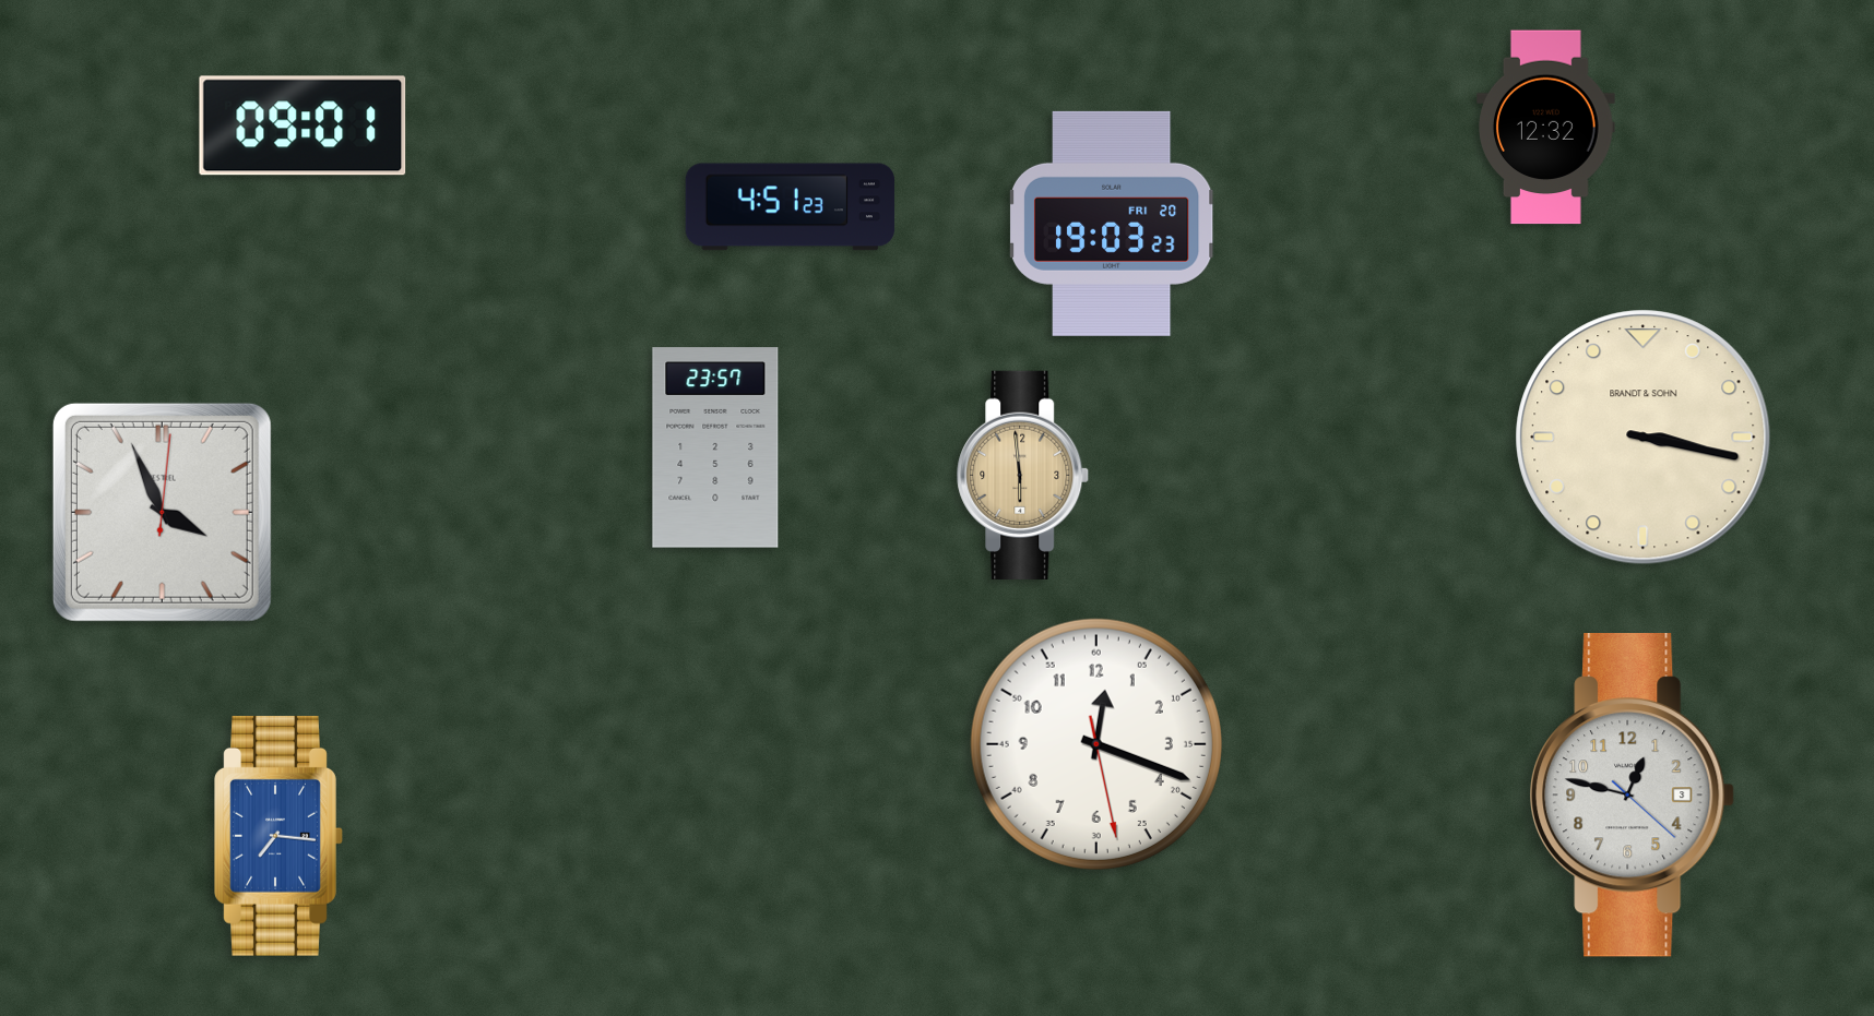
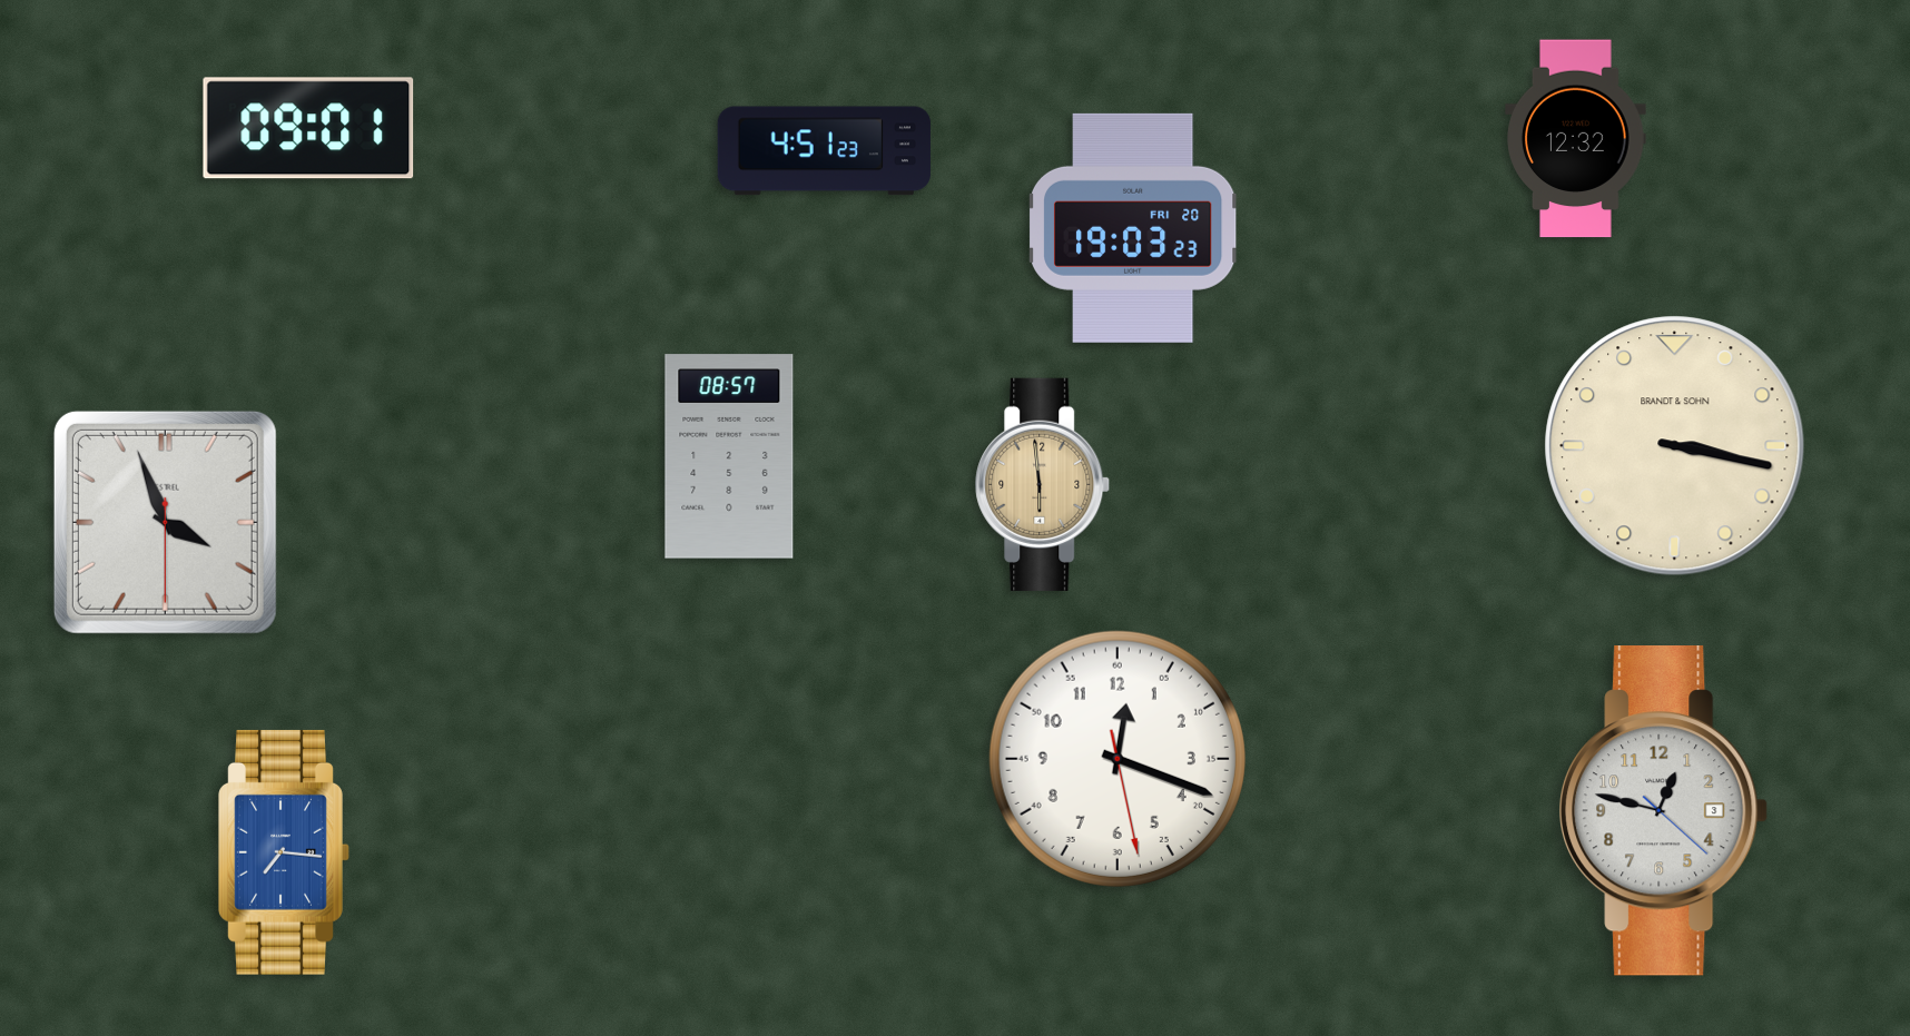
clock at (1546, 128) position: (1546, 128) -> (1576, 139)
clock at (790, 207) position: (790, 207) -> (824, 151)
clock at (715, 447): 23:57 -> 08:57
clock at (162, 512): 3:56:01 -> 3:56:30
